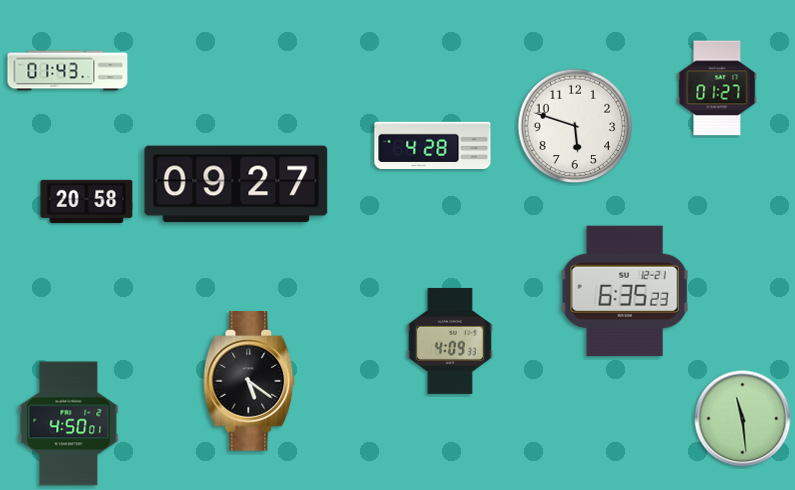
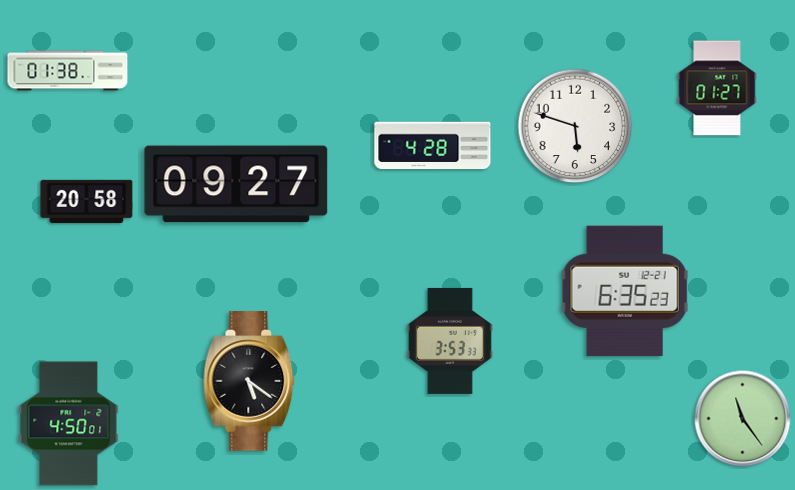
clock at (68, 71): 01:43 -> 01:38
clock at (450, 341): 4:09 -> 3:53
clock at (743, 419): 11:29 -> 11:24
